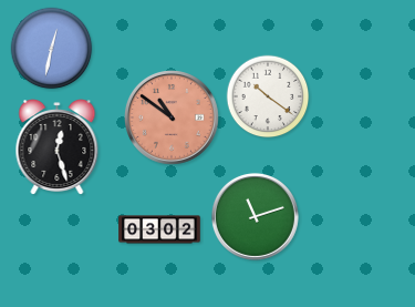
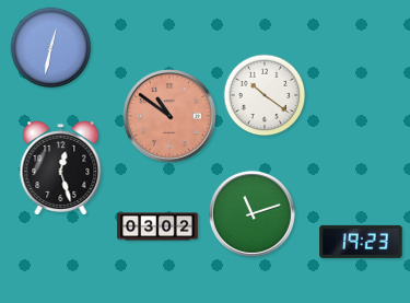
clock at (58, 147) position: (58, 147) -> (61, 168)
clock at (361, 242): none -> 19:23
